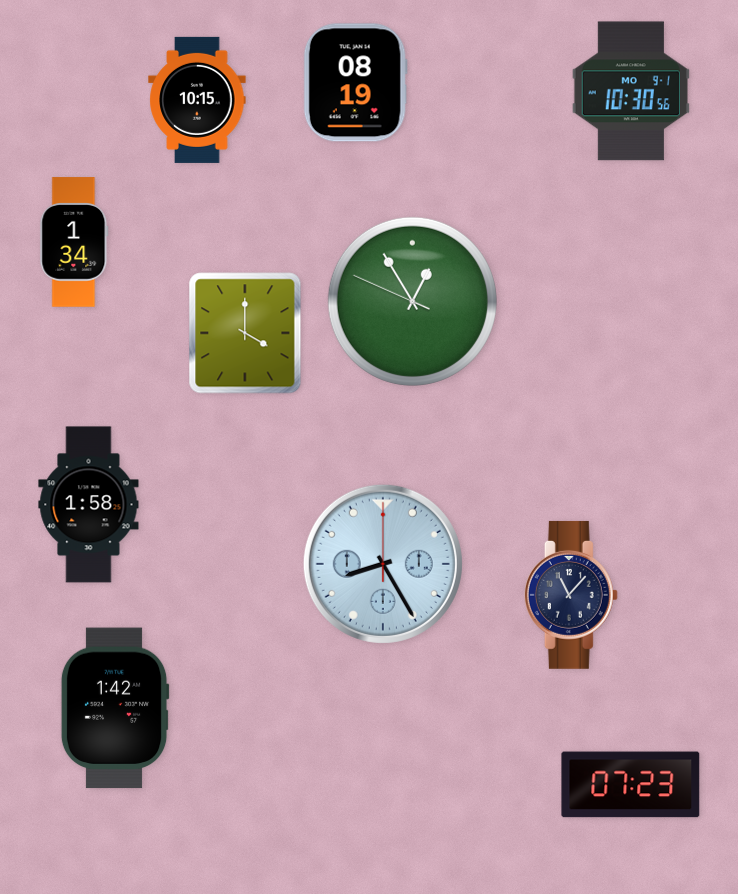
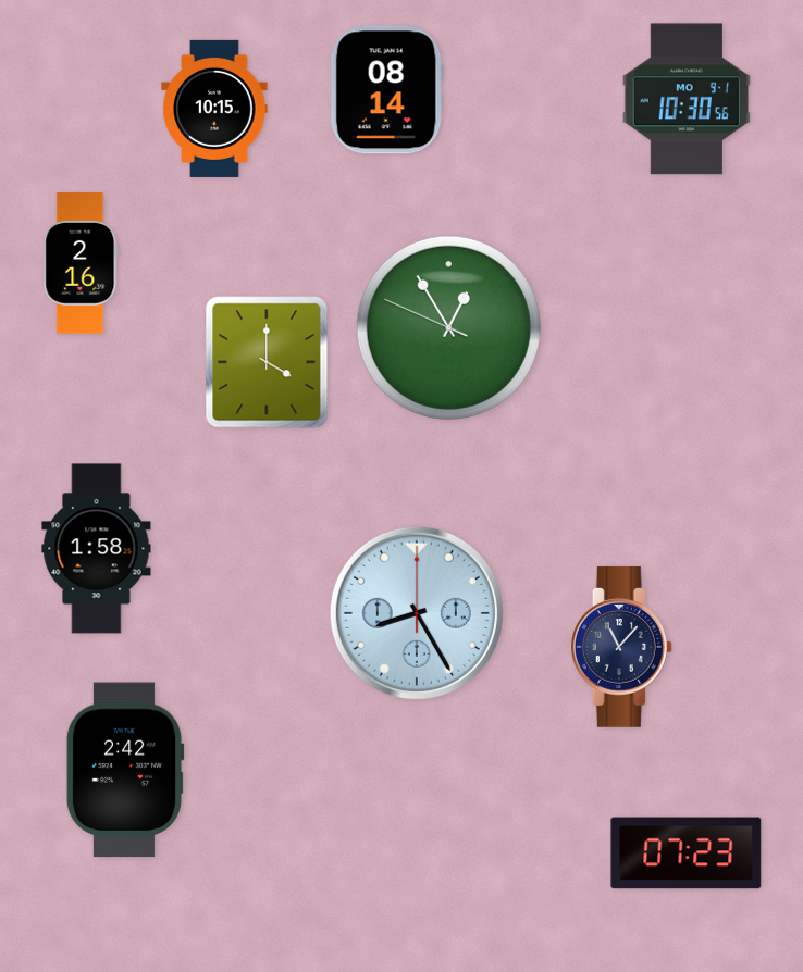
clock at (355, 83): 08:19 -> 08:14
clock at (74, 242): 1:34 -> 2:16
clock at (115, 708): 1:42 -> 2:42
